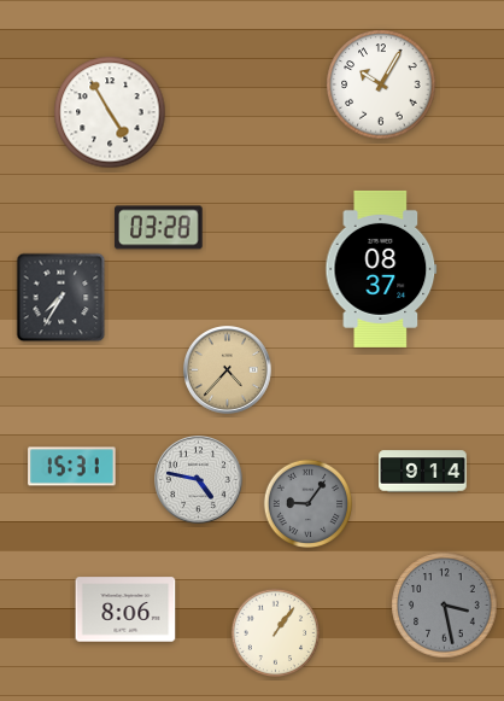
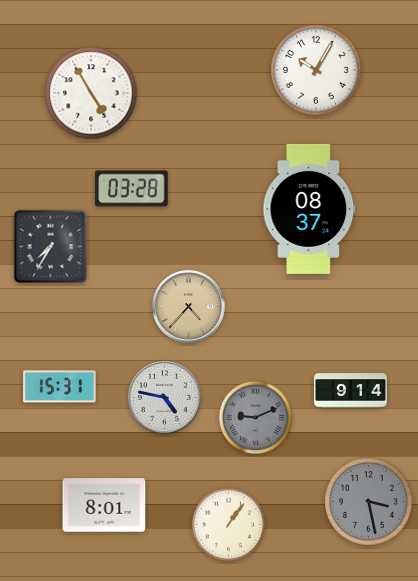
clock at (381, 269) position: (381, 269) -> (309, 209)
clock at (309, 504): 9:06 -> 9:11
clock at (125, 609): 8:06 -> 8:01
